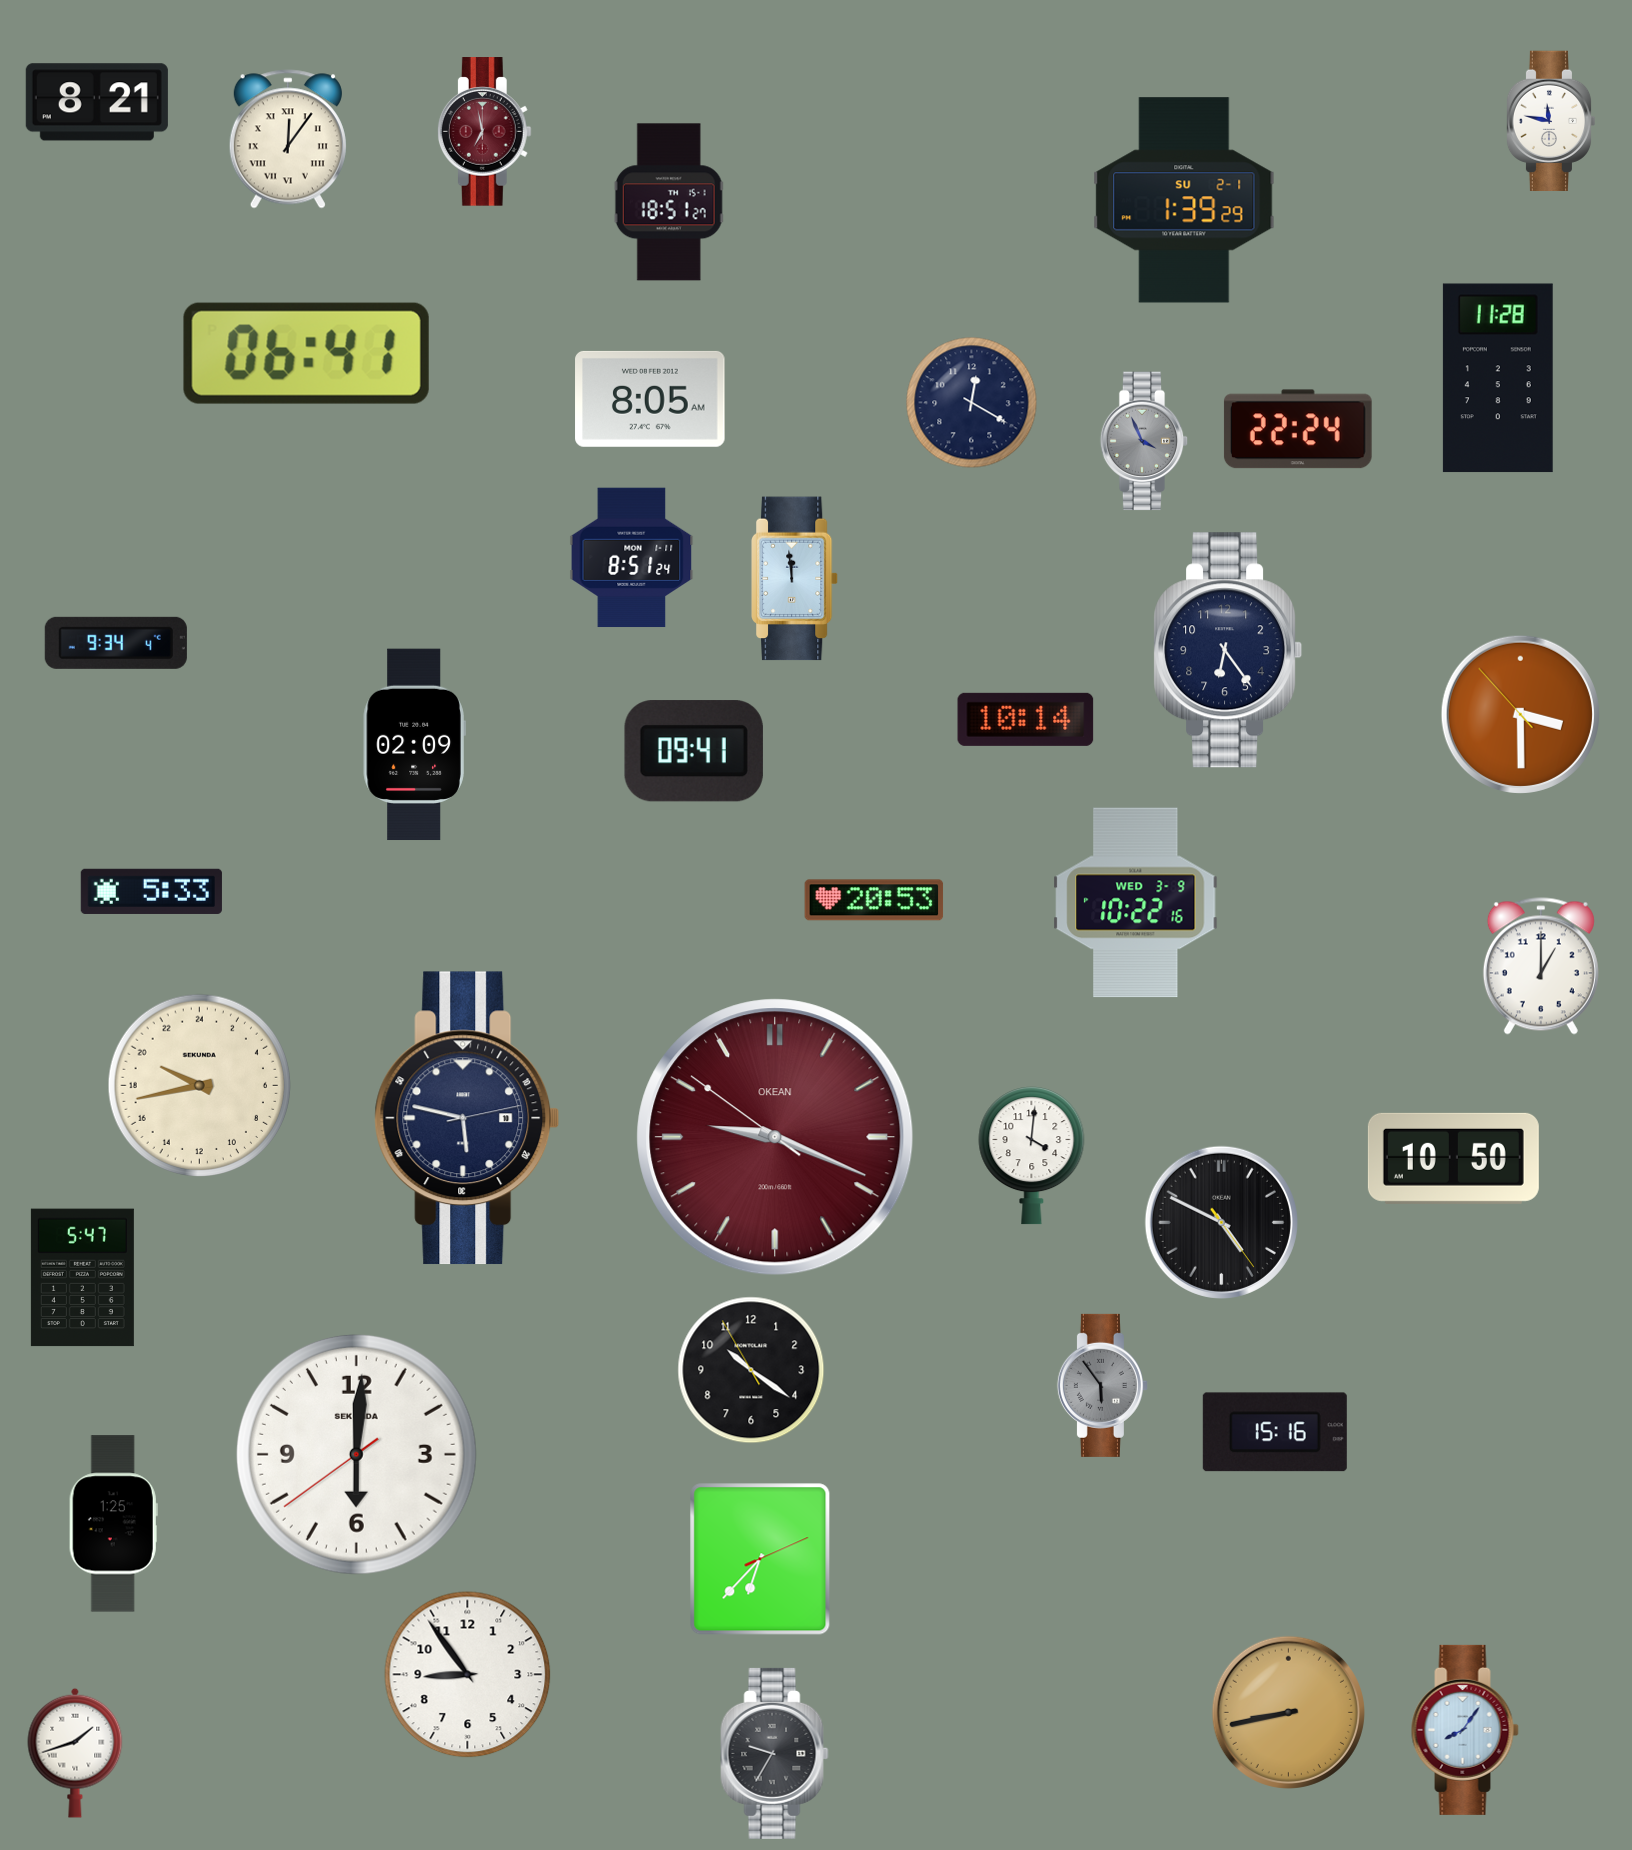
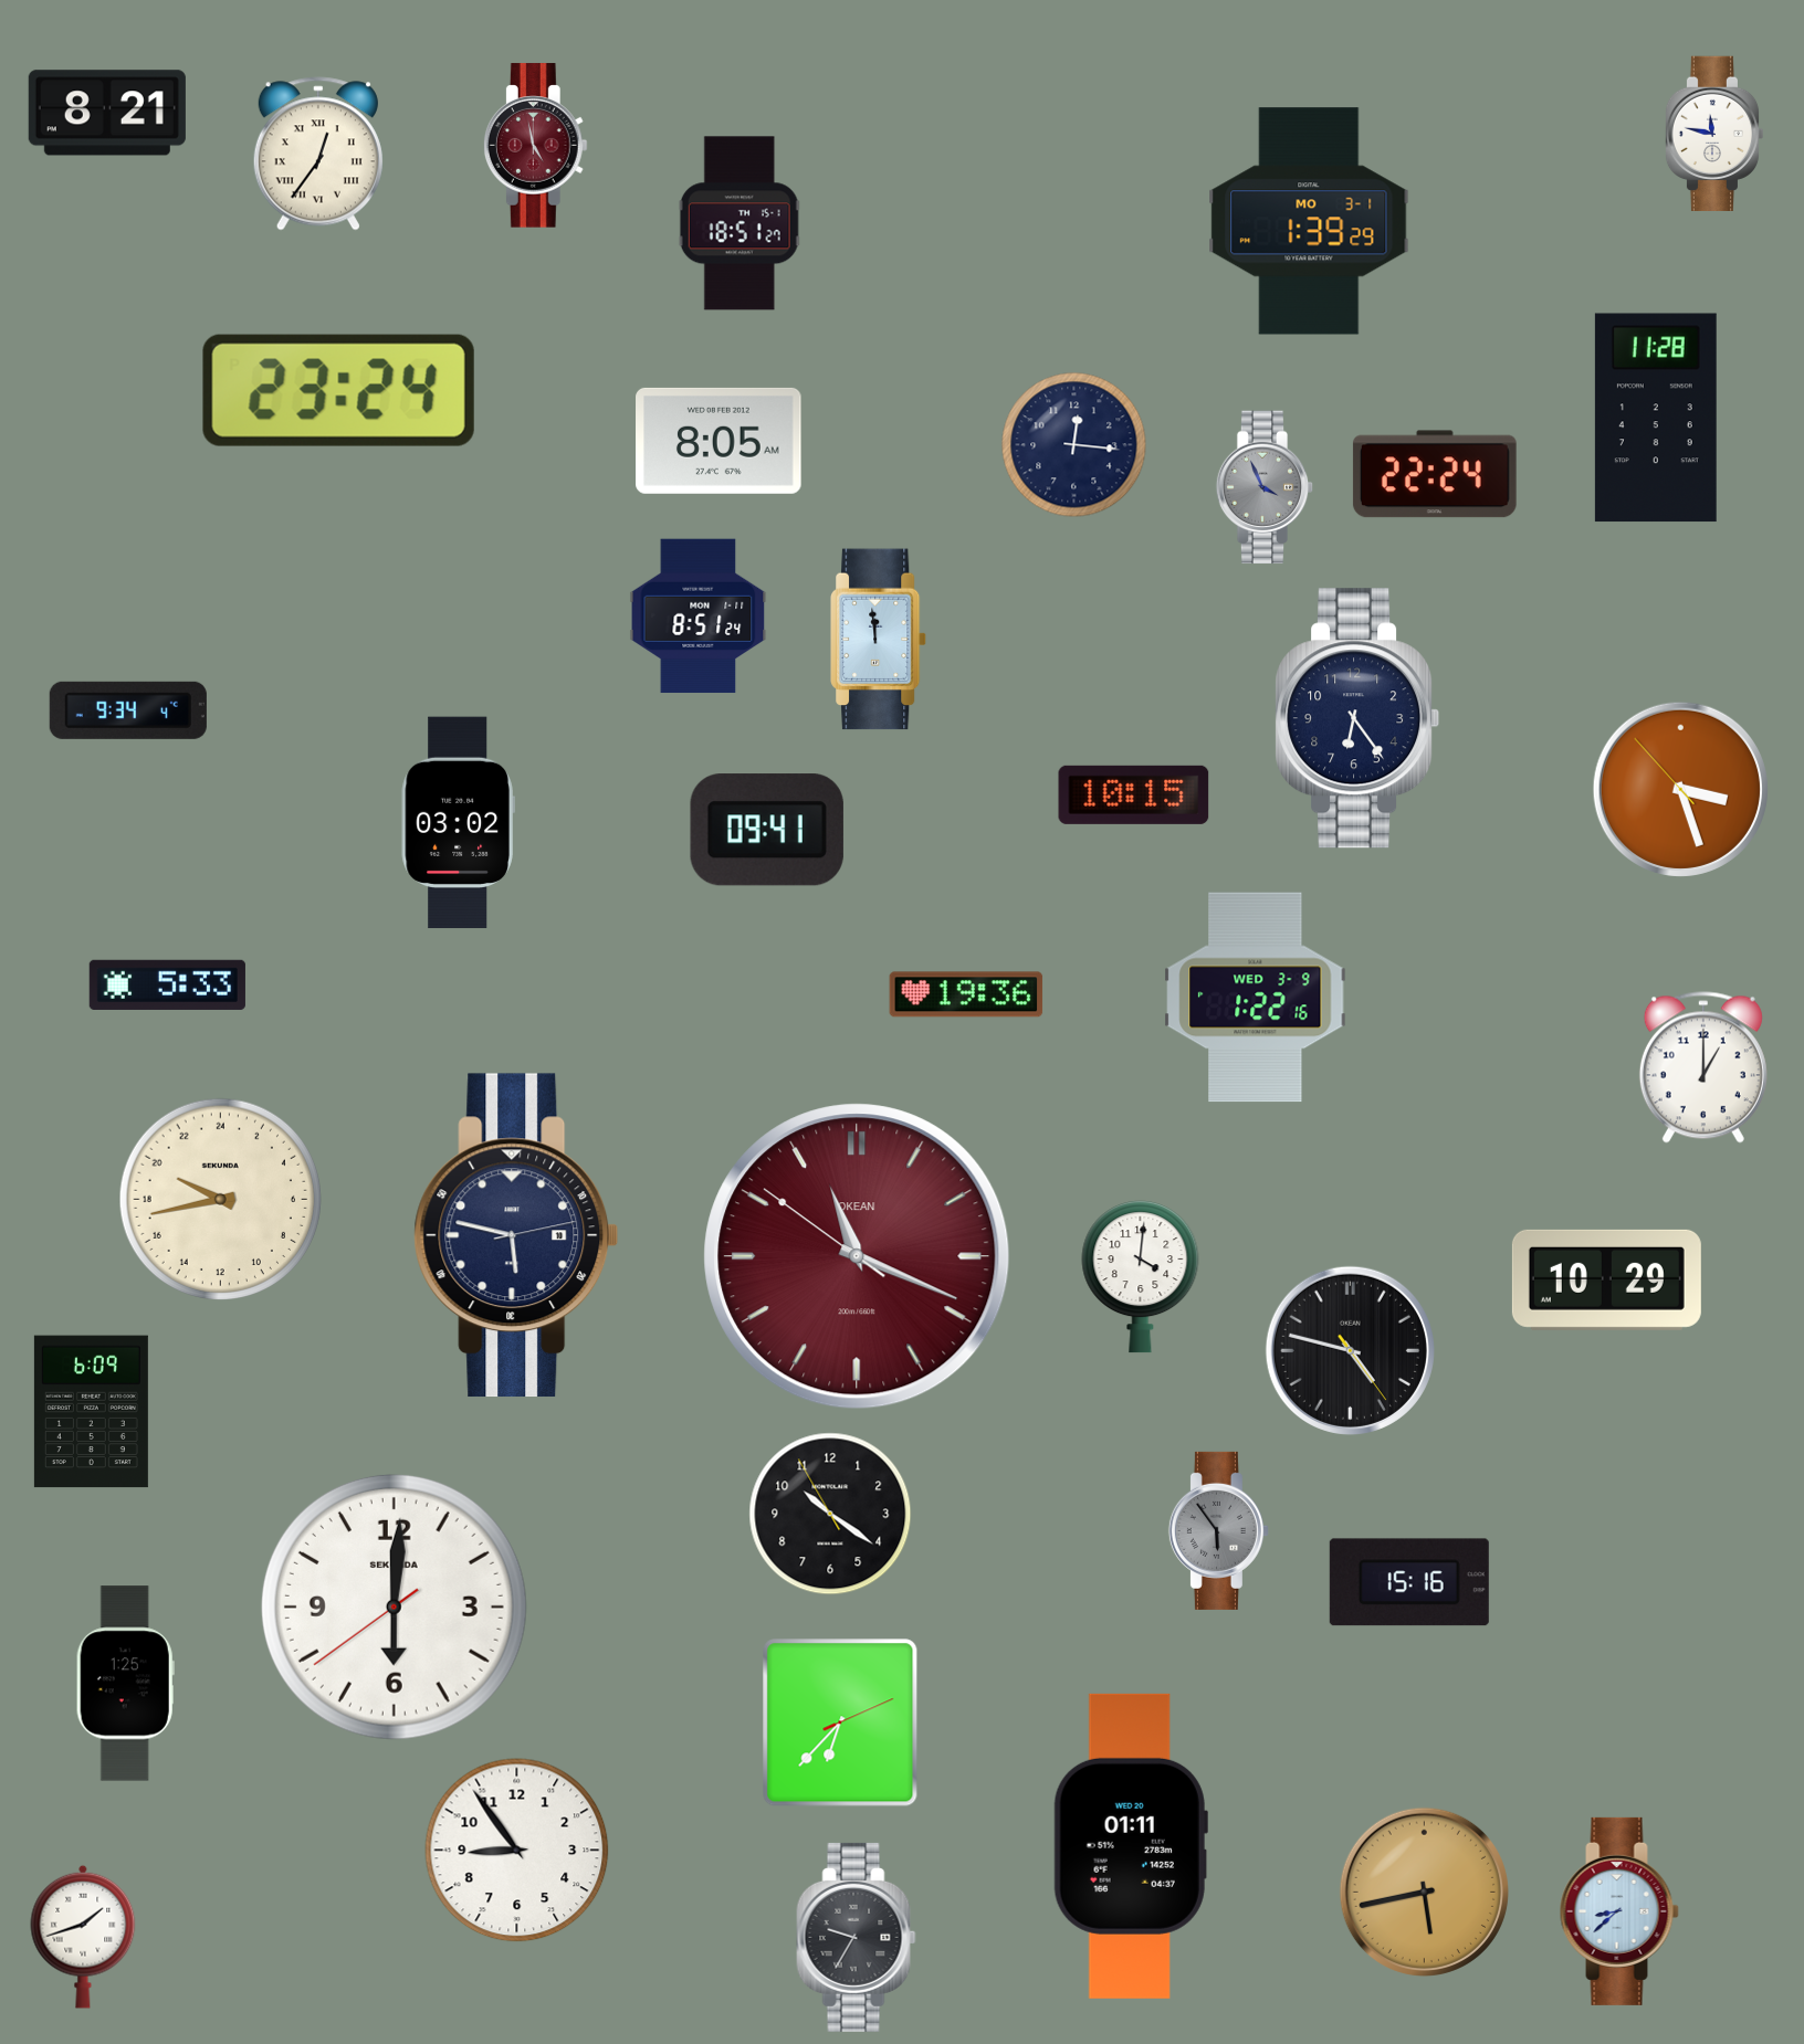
clock at (484, 132): 6:58 -> 4:58
clock at (288, 139): 12:06 -> 12:36
clock at (1184, 200) date: SU 2-1 -> MO 3-1
clock at (306, 353): 06:41 -> 23:24
clock at (972, 403): 12:20 -> 12:16
clock at (1520, 714): 3:29 -> 3:26
clock at (1026, 719): 10:14 -> 10:15
clock at (414, 745): 02:09 -> 03:02
clock at (874, 900): 20:53 -> 19:36
clock at (1136, 903): 10:22 -> 1:22
clock at (775, 1137): 9:18 -> 11:18
clock at (1453, 1158): 10:50 -> 10:29
clock at (1221, 1222): 4:49 -> 4:47
clock at (82, 1278): 5:47 -> 6:09
clock at (1131, 1846): none -> 01:11
clock at (1288, 1712): 8:43 -> 5:43
clock at (1465, 1730): 8:06 -> 8:38
